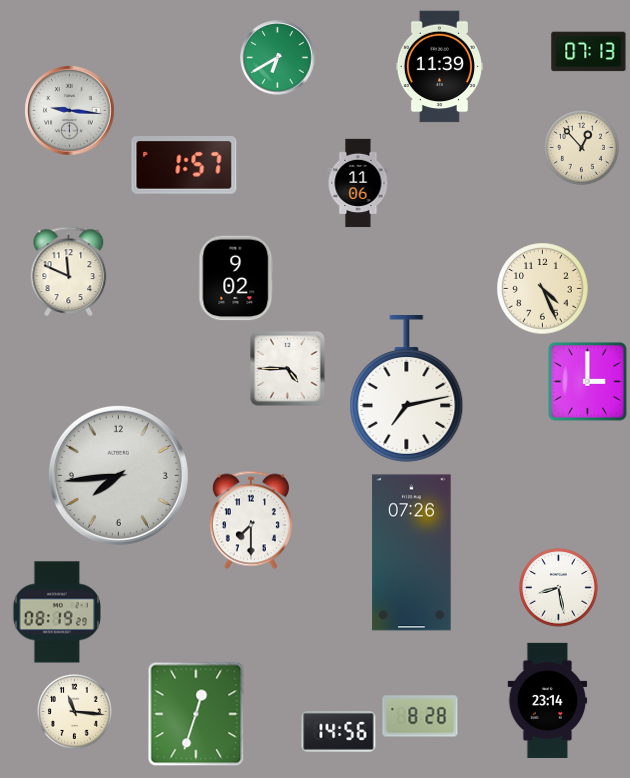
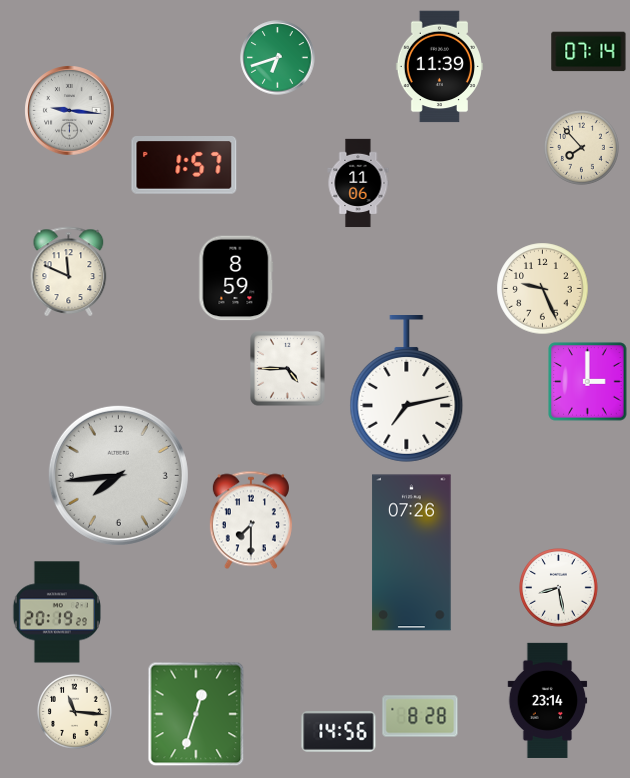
clock at (589, 52): 07:13 -> 07:14
clock at (278, 58): 6:40 -> 6:42
clock at (581, 147): 12:53 -> 7:53
clock at (236, 278): 9:02 -> 8:59
clock at (543, 289): 4:26 -> 9:26
clock at (57, 612): 08:19 -> 20:19
